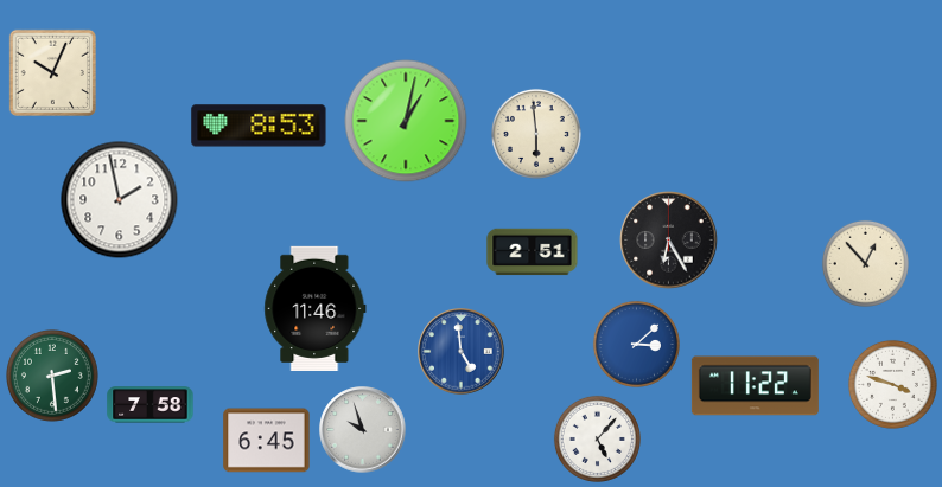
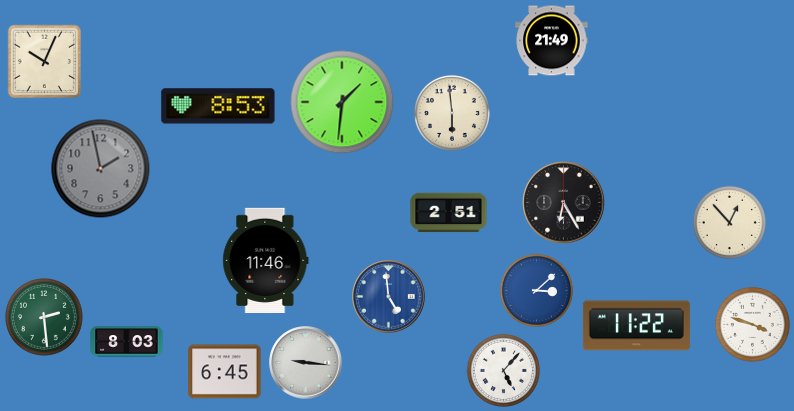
clock at (552, 41): none -> 21:49
clock at (406, 121): 1:02 -> 1:31
clock at (120, 200) dial: white -> grey
clock at (151, 405): 7:58 -> 8:03
clock at (363, 430): 9:57 -> 9:16
